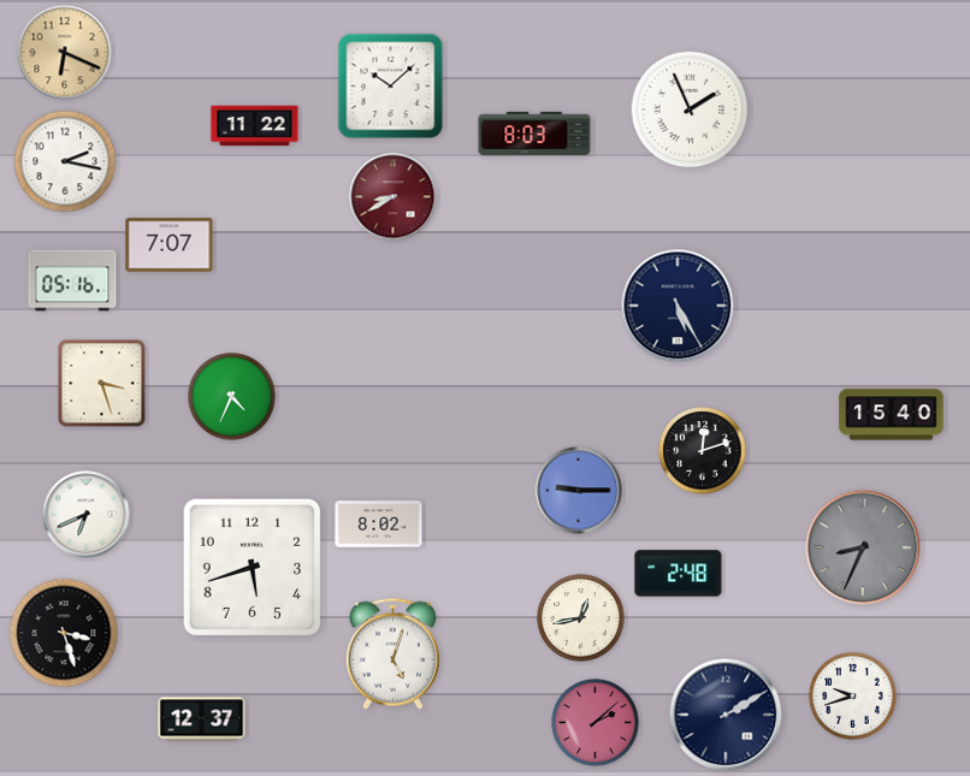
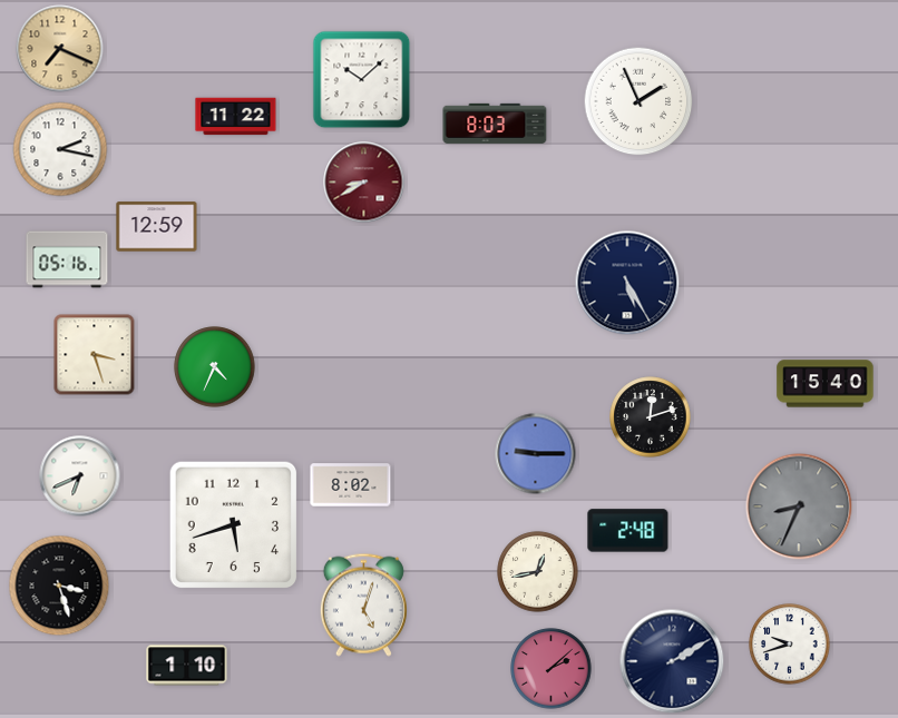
clock at (65, 53): 6:19 -> 7:19
clock at (170, 245): 7:07 -> 12:59
clock at (202, 719): 12:37 -> 1:10
